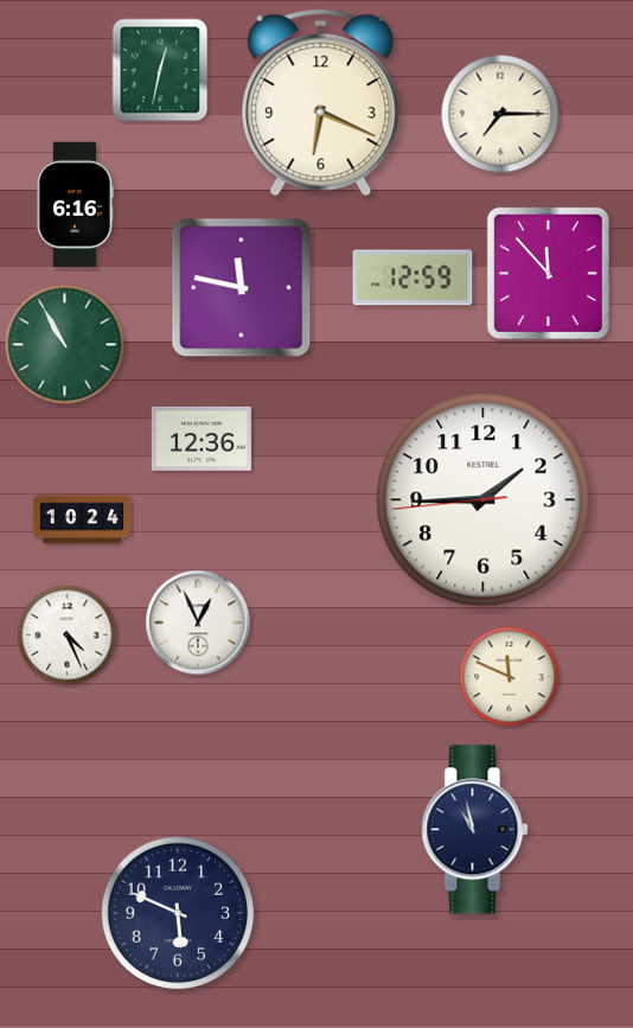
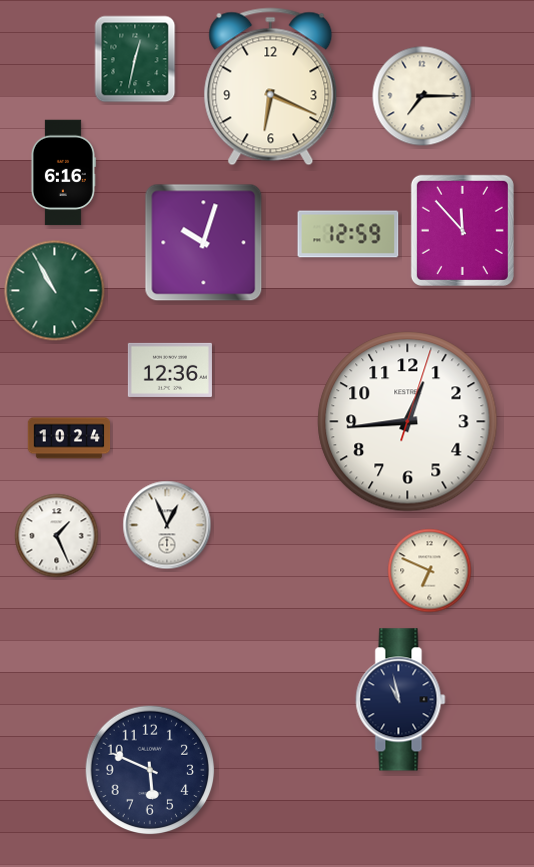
clock at (242, 288): 11:47 -> 10:03
clock at (484, 500): 1:44 -> 12:44
clock at (68, 636): 4:26 -> 1:26
clock at (510, 677): 11:49 -> 6:49
